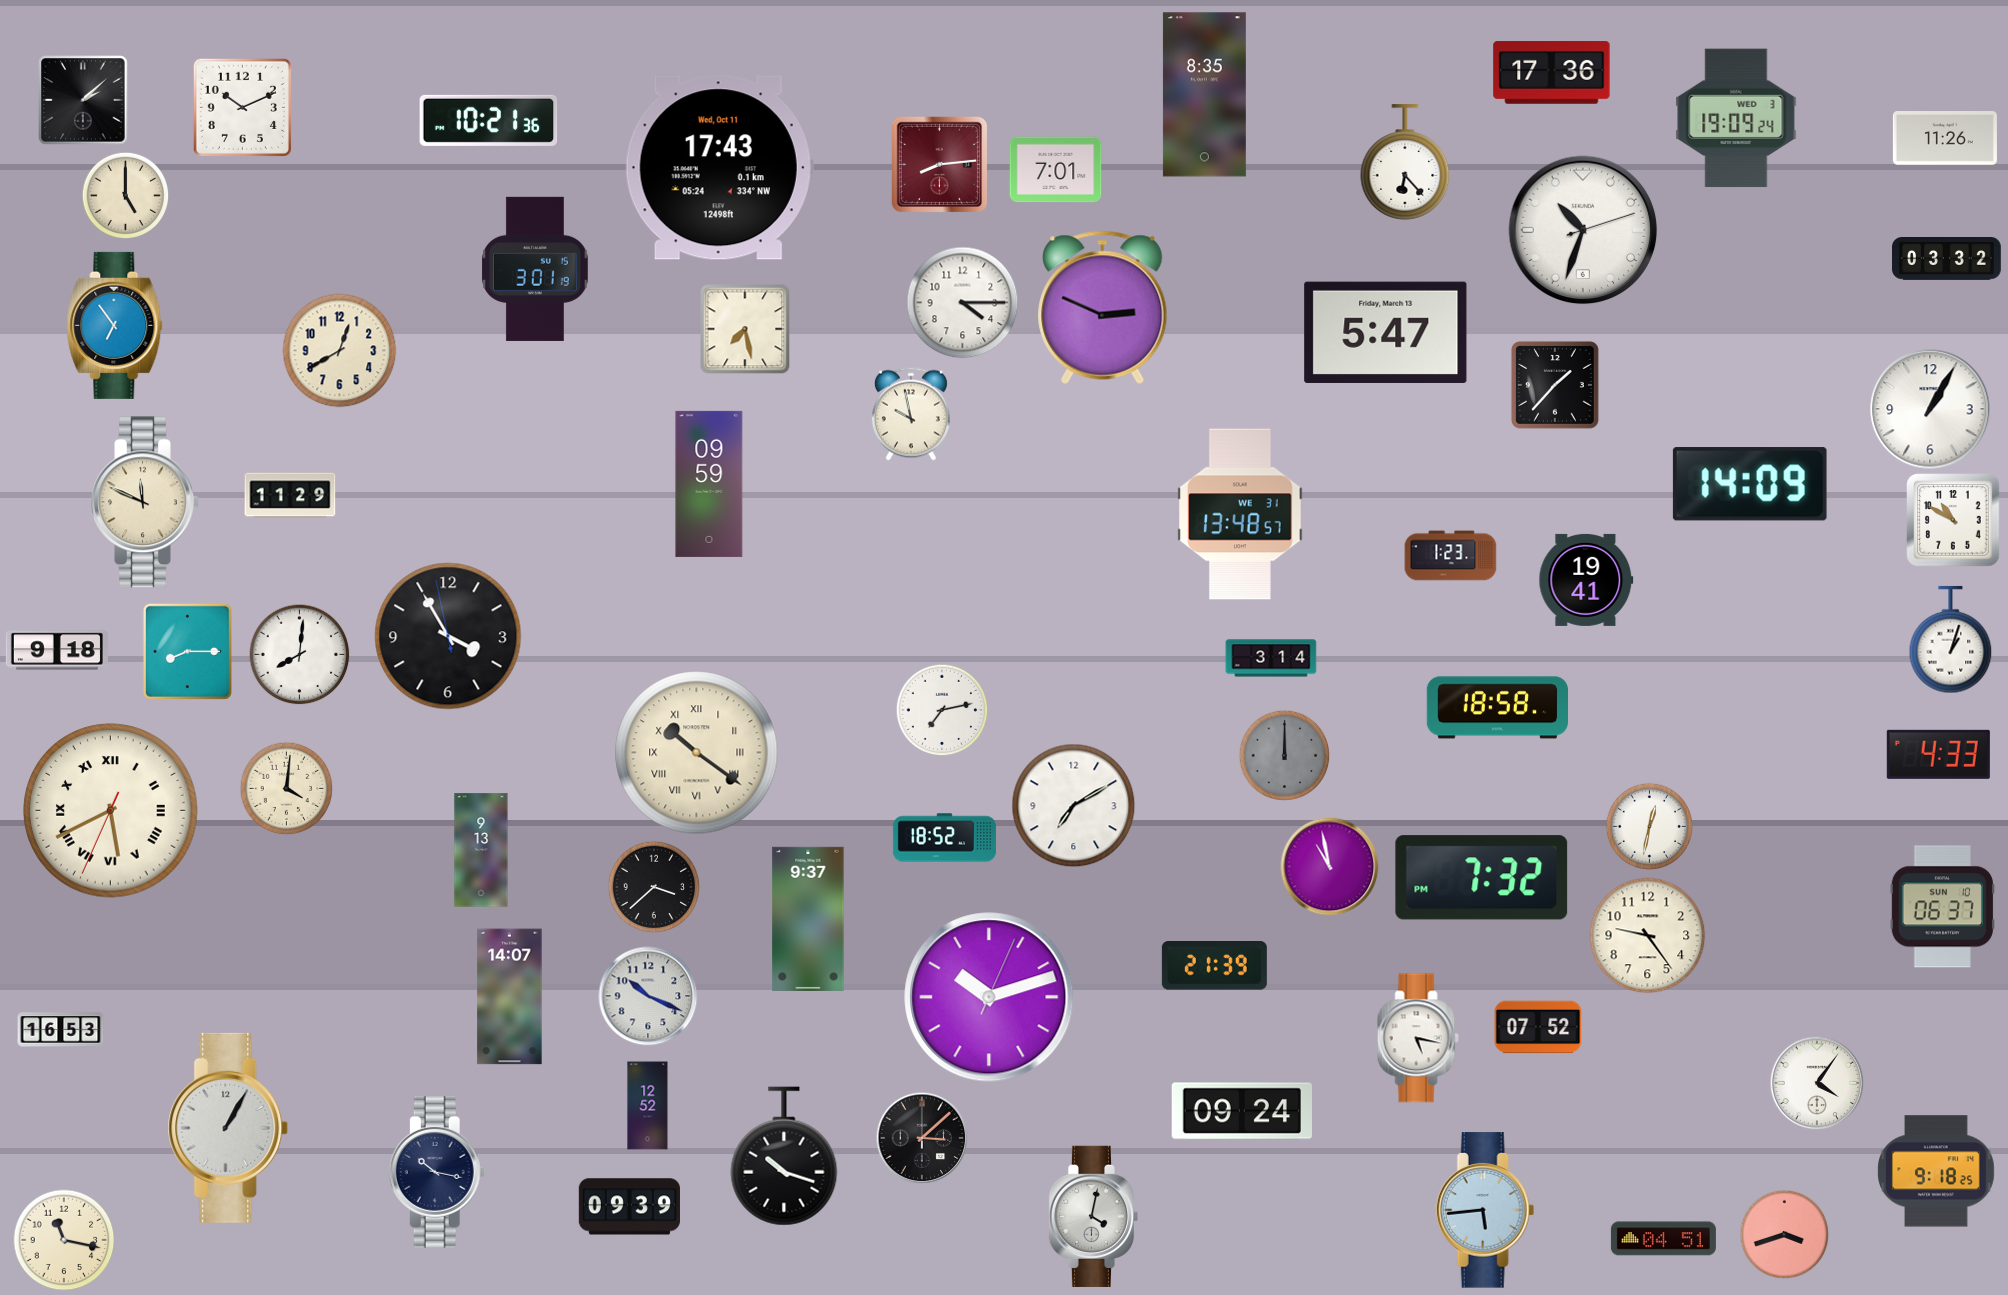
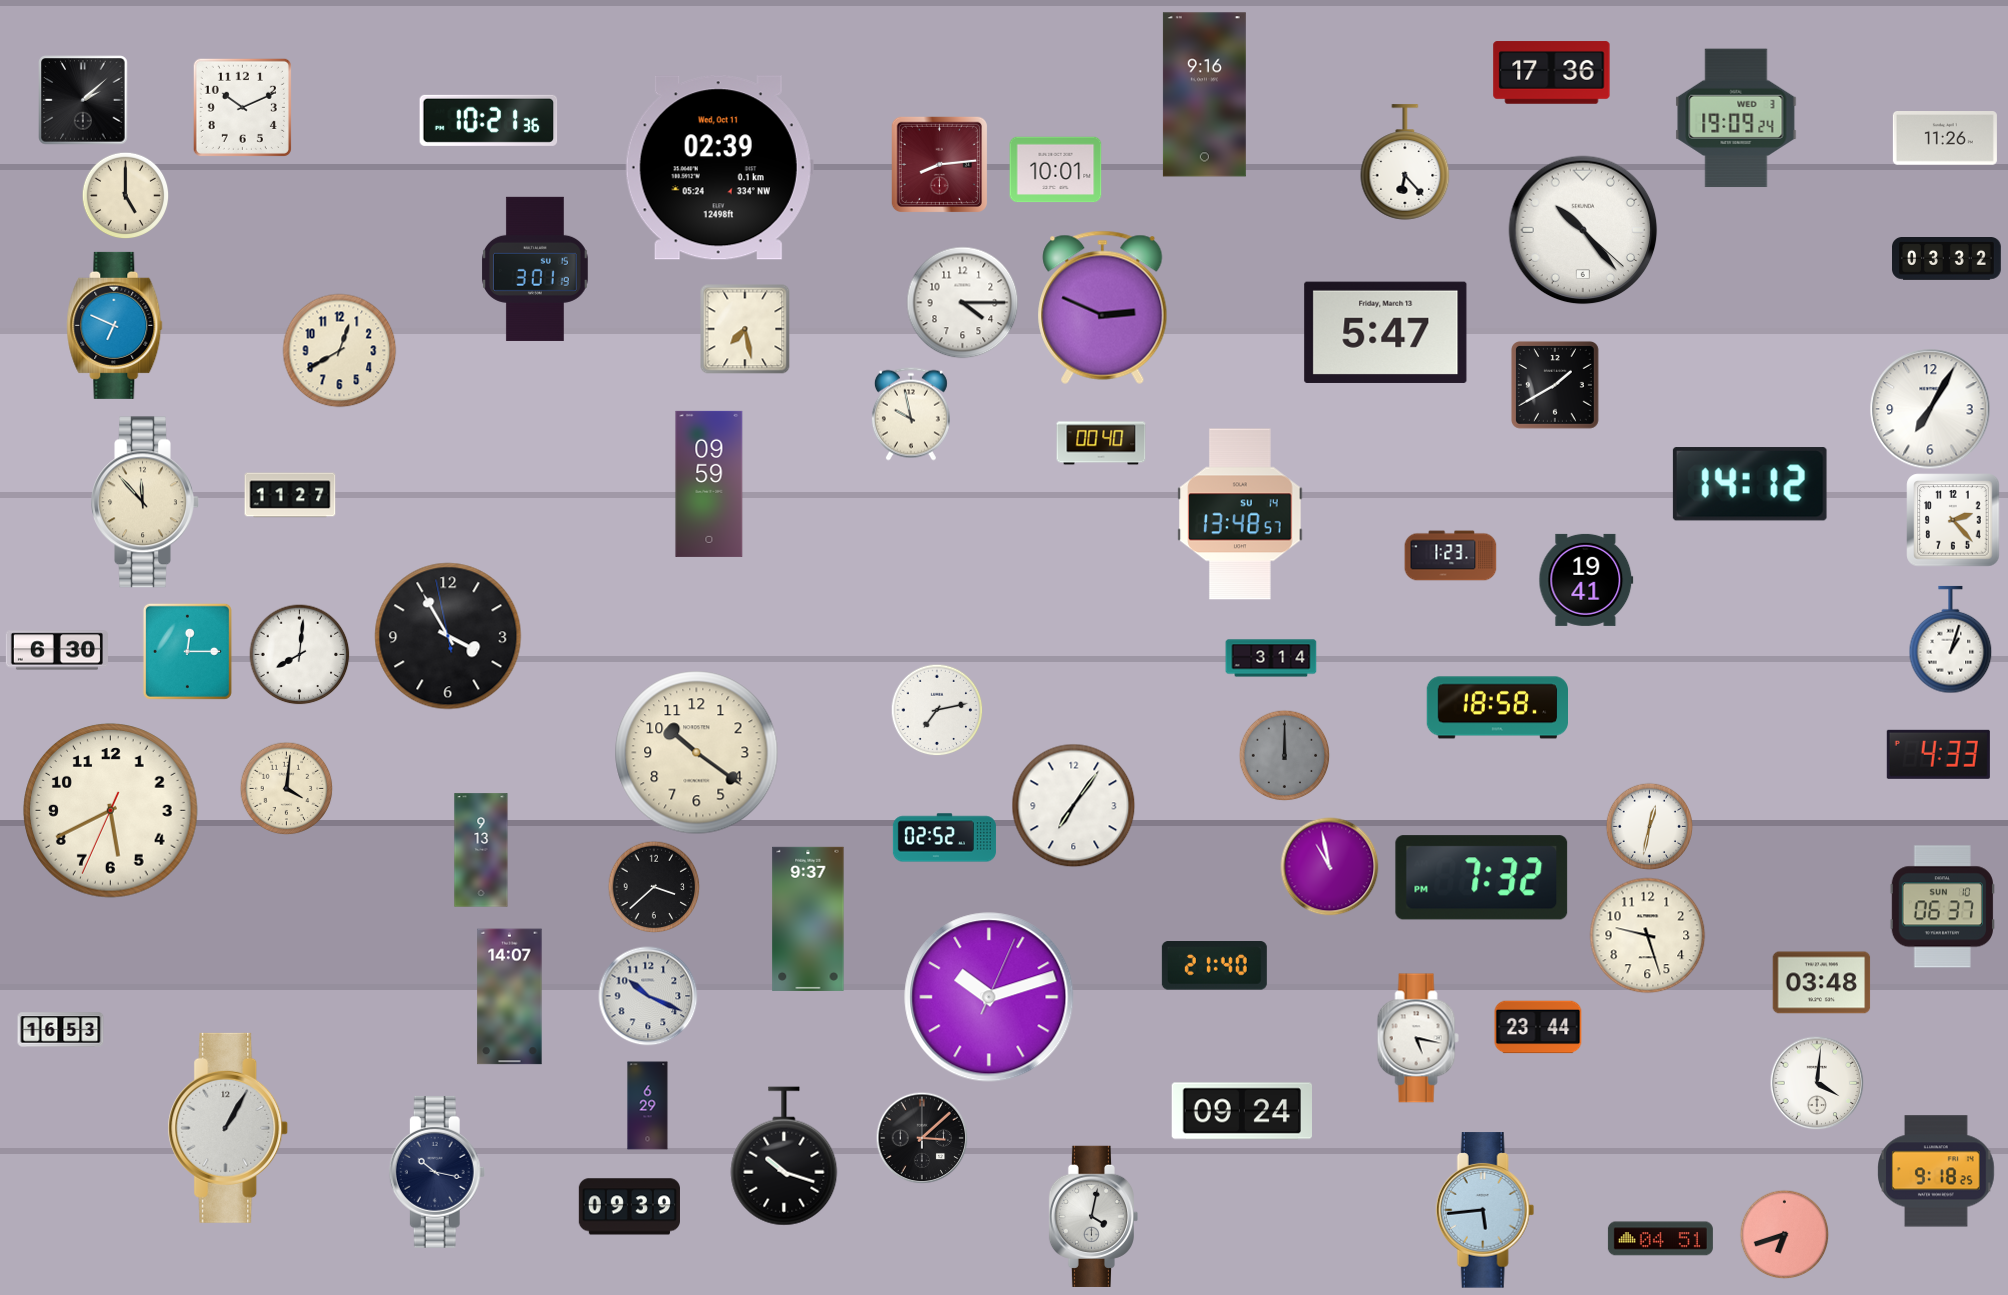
clock at (1204, 95): 8:35 -> 9:16
clock at (719, 168): 17:43 -> 02:39
clock at (1056, 170): 7:01 -> 10:01
clock at (1583, 230): 10:33 -> 10:23
clock at (115, 325): 6:54 -> 6:49
clock at (1555, 385): 1:37 -> 1:40
clock at (1930, 409): 1:05 -> 7:05
clock at (1101, 443): none -> 00:40
clock at (1750, 484): 14:09 -> 14:12
clock at (290, 495): 11:29 -> 11:27
clock at (145, 502): 11:49 -> 11:53
clock at (1240, 514) date: WE 31 -> SU 14
clock at (1953, 520): 10:50 -> 2:23
clock at (57, 650): 9:18 -> 6:30
clock at (187, 651): 8:15 -> 12:15
clock at (942, 710) position: (942, 710) -> (937, 710)
clock at (697, 753) numerals: Roman -> Arabic
clock at (1074, 806): 7:10 -> 7:06
clock at (111, 811) numerals: Roman -> Arabic
clock at (944, 838): 18:52 -> 02:52
clock at (1648, 936): 9:24 -> 9:27
clock at (1214, 966): 21:39 -> 21:40
clock at (1822, 983): none -> 03:48
clock at (1538, 1027): 07:52 -> 23:44
clock at (1817, 1083): 4:06 -> 4:01
clock at (648, 1106): 12:52 -> 6:29
clock at (1784, 1234): 3:42 -> 6:42
clock at (1663, 1239) position: (1663, 1239) -> (1660, 1239)
clock at (64, 1240): 11:17 -> none
